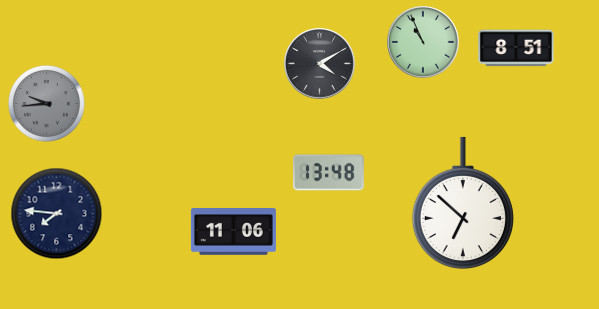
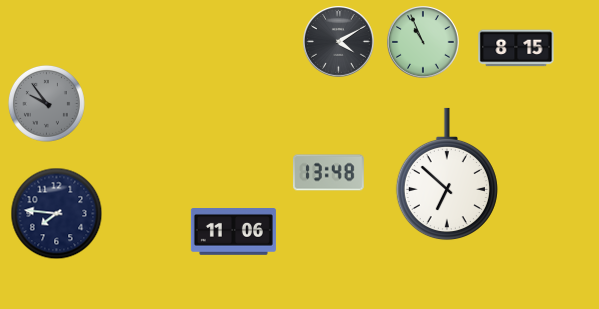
clock at (516, 48): 8:51 -> 8:15
clock at (320, 64) position: (320, 64) -> (339, 42)
clock at (46, 103): 9:44 -> 9:54
clock at (463, 203) position: (463, 203) -> (447, 174)
